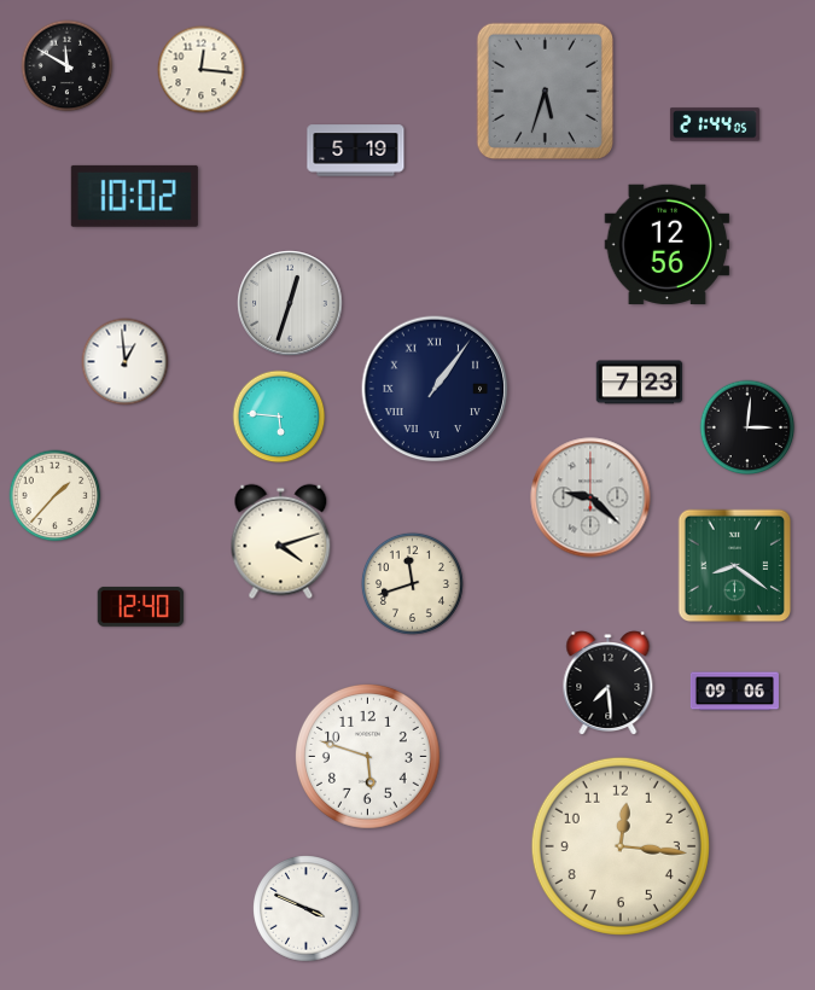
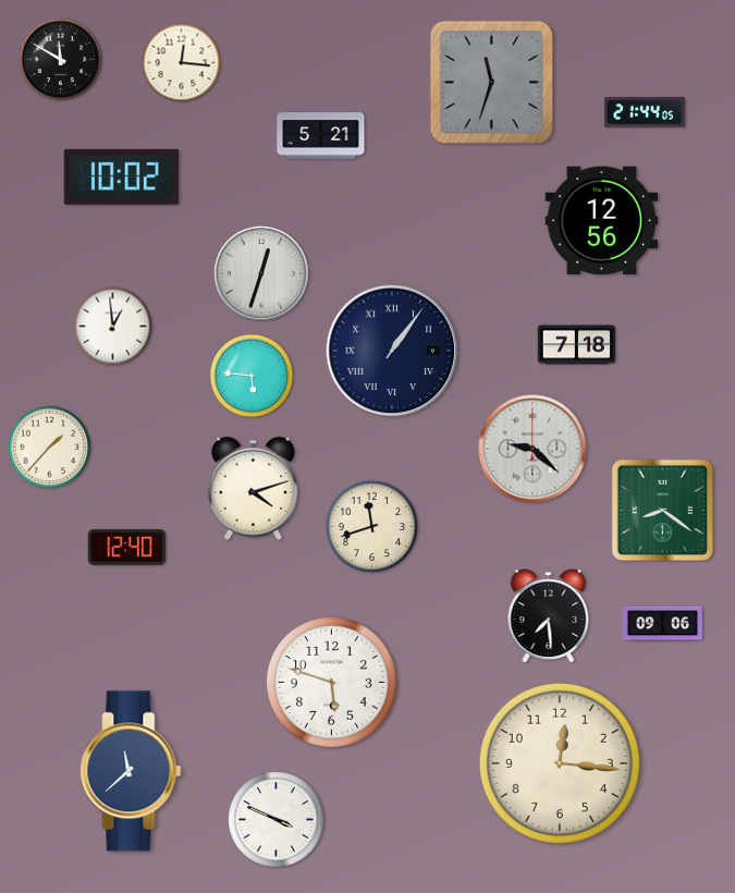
clock at (545, 91): 5:33 -> 11:33
clock at (356, 151): 5:19 -> 5:21
clock at (640, 383): 7:23 -> 7:18
clock at (747, 427): 3:01 -> none
clock at (131, 771): none -> 11:38
